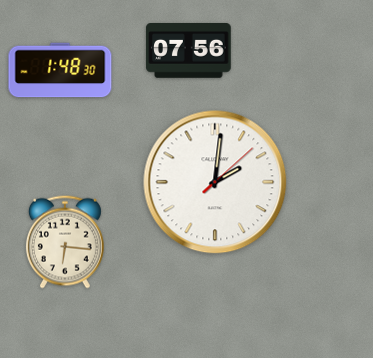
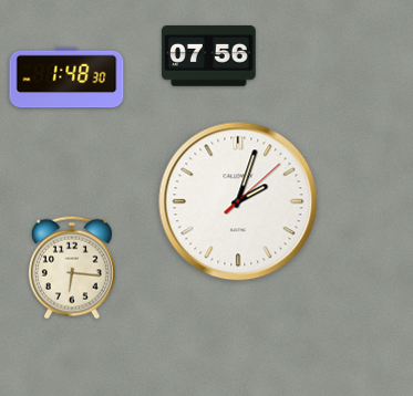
clock at (215, 182): 2:01 -> 2:03
